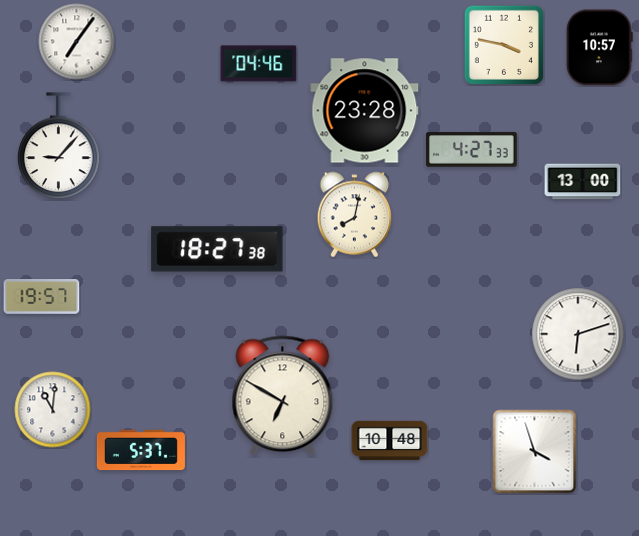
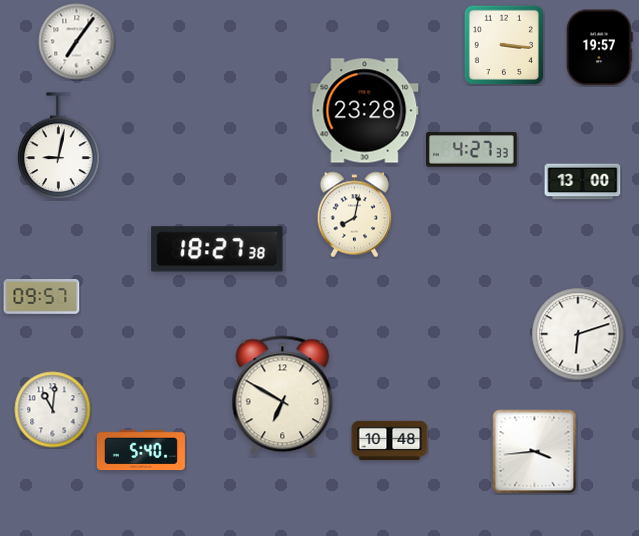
clock at (504, 45): 3:47 -> 3:16
clock at (600, 48): 10:57 -> 19:57
clock at (259, 64): 04:46 -> none
clock at (59, 146): 9:07 -> 9:02
clock at (42, 297): 19:57 -> 09:57
clock at (141, 450): 5:37 -> 5:40
clock at (535, 452): 3:57 -> 3:44
